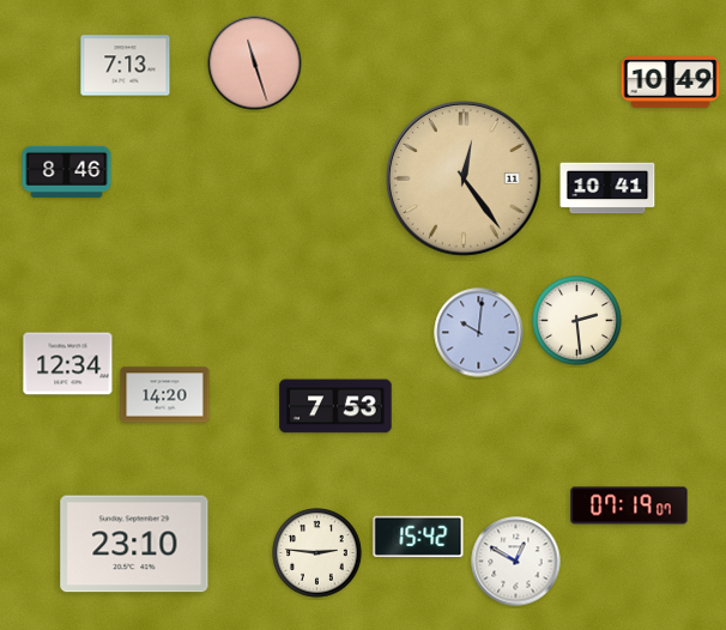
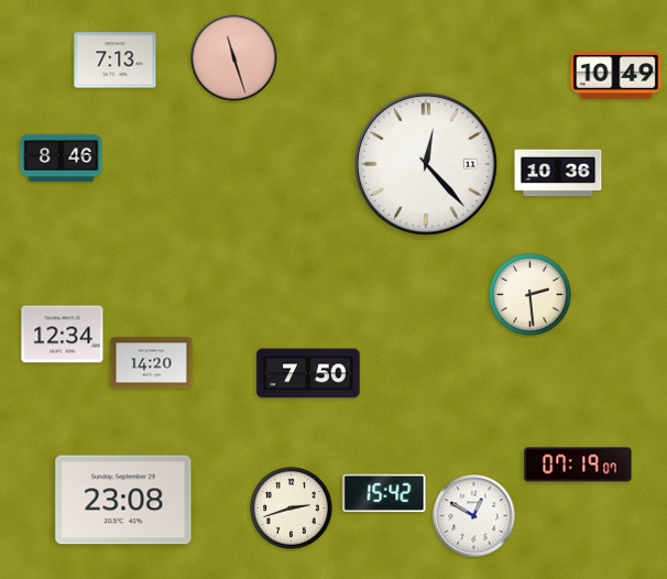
clock at (464, 178): 12:24 -> 12:23
clock at (464, 178) dial: champagne -> white
clock at (607, 188): 10:41 -> 10:36
clock at (479, 333): 10:01 -> none
clock at (335, 406): 7:53 -> 7:50
clock at (134, 544): 23:10 -> 23:08
clock at (317, 553): 2:46 -> 2:42
